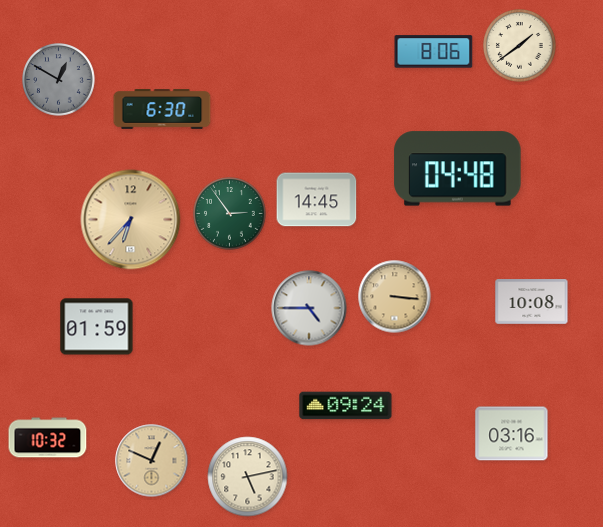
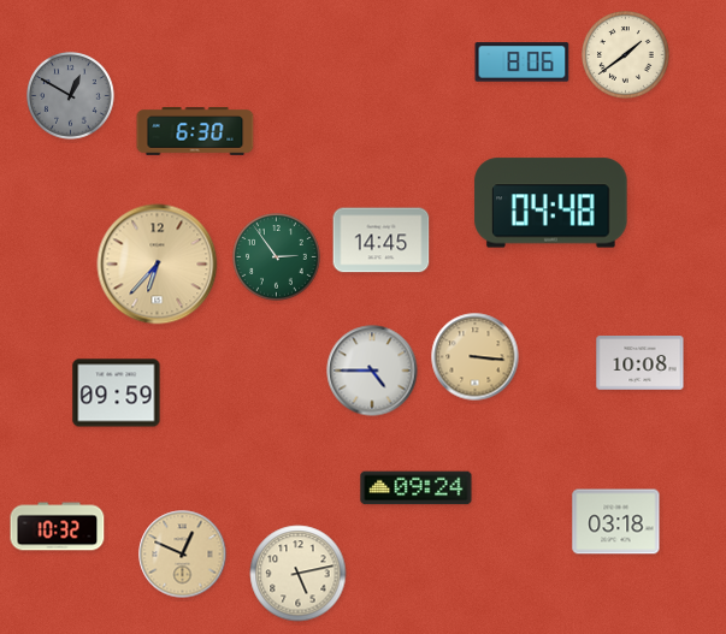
clock at (97, 327): 01:59 -> 09:59
clock at (512, 434): 03:16 -> 03:18
